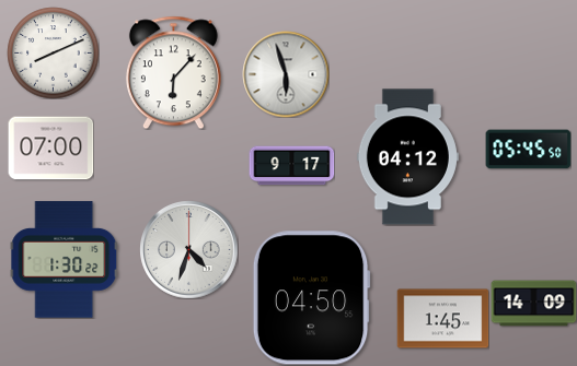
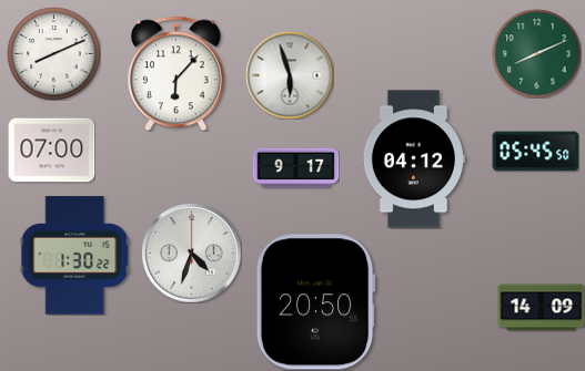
clock at (536, 53): none -> 8:11
clock at (65, 260) position: (65, 260) -> (75, 256)
clock at (311, 298): 04:50 -> 20:50
clock at (442, 319): 1:45 -> none
